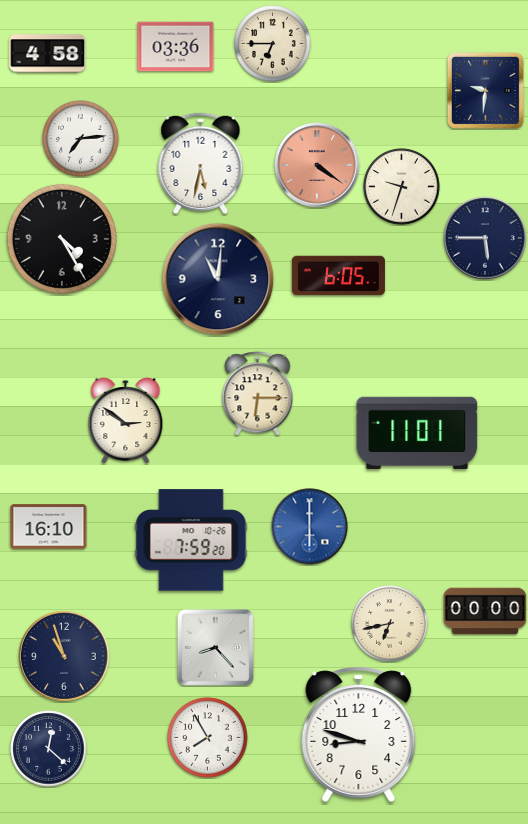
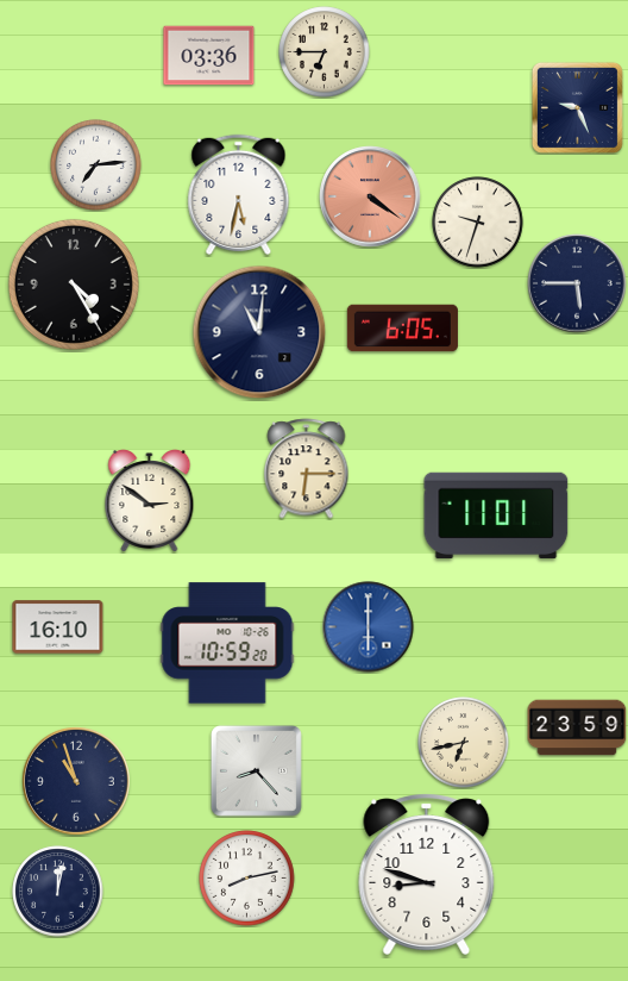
clock at (48, 54): 4:58 -> none
clock at (485, 90): 9:31 -> 9:26
clock at (317, 165) position: (317, 165) -> (370, 196)
clock at (191, 540): 7:59 -> 10:59
clock at (485, 611): 00:00 -> 23:59
clock at (208, 738): 7:55 -> 8:13
clock at (49, 749): 12:22 -> 12:02
